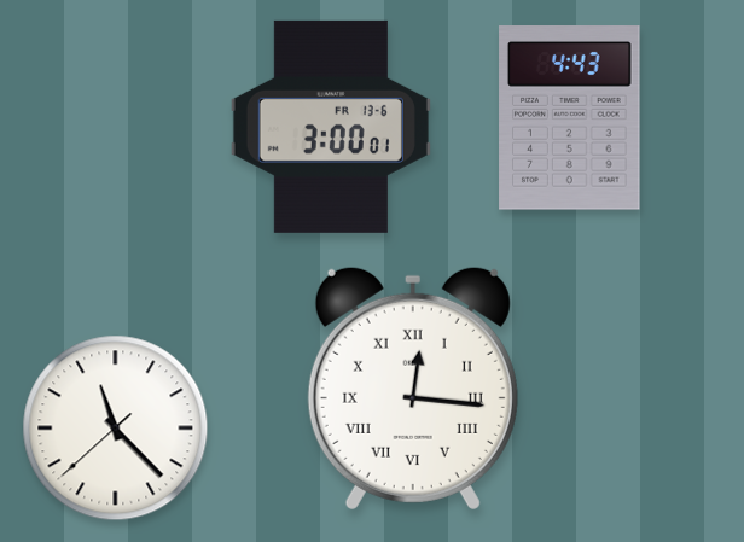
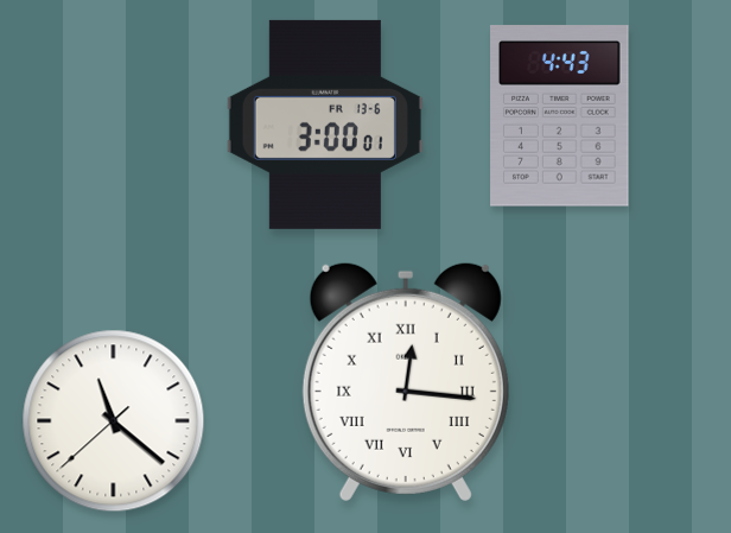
clock at (116, 429): 11:22 -> 11:21
